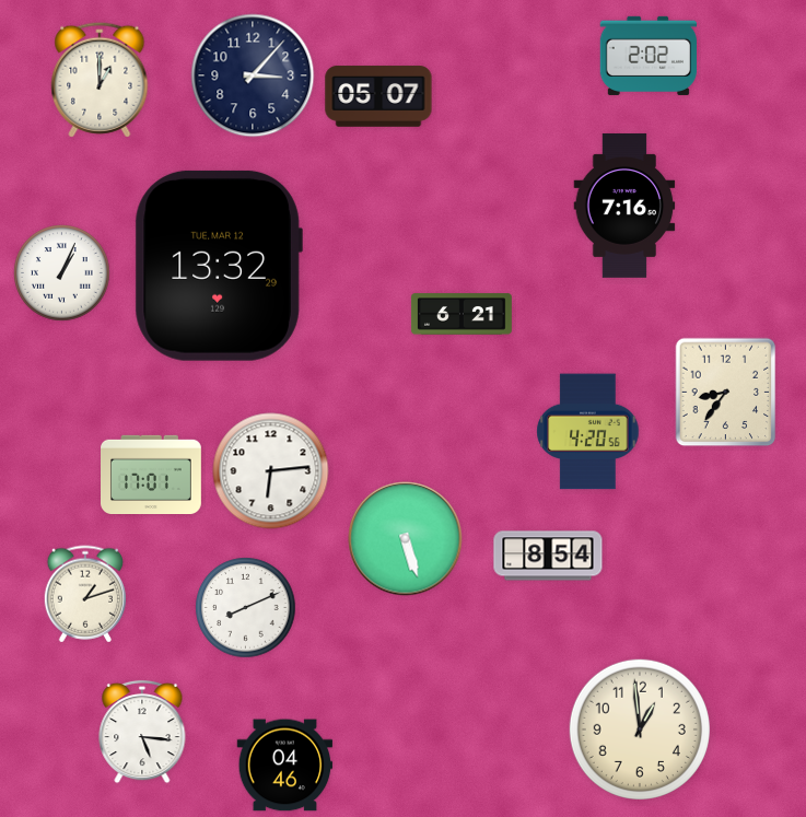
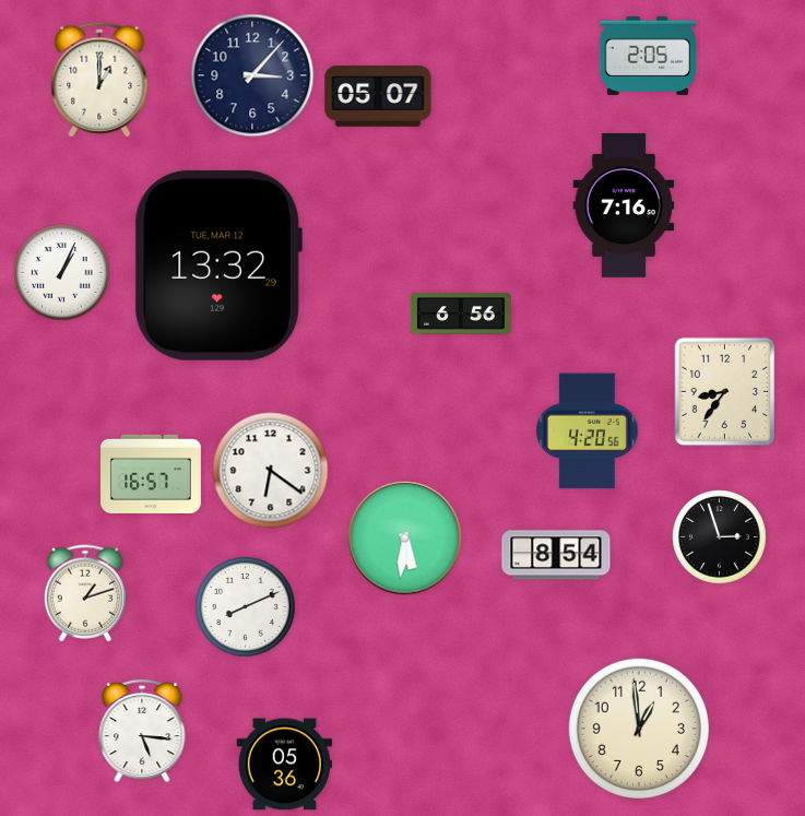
clock at (647, 56): 2:02 -> 2:05
clock at (463, 314): 6:21 -> 6:56
clock at (271, 471): 6:14 -> 6:21
clock at (152, 474): 17:01 -> 16:57
clock at (720, 537): none -> 2:57
clock at (406, 539): 5:27 -> 5:31
clock at (548, 556) position: (548, 556) -> (556, 555)
clock at (285, 766): 04:46 -> 05:36
